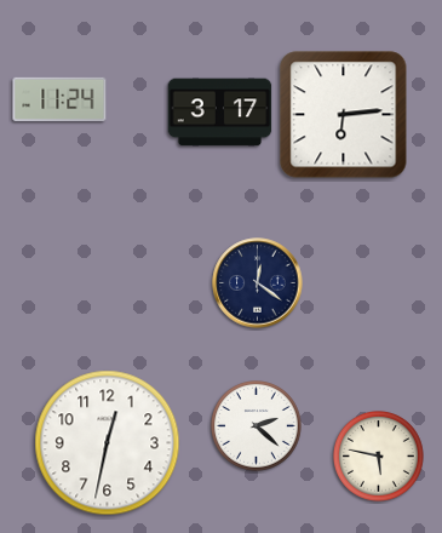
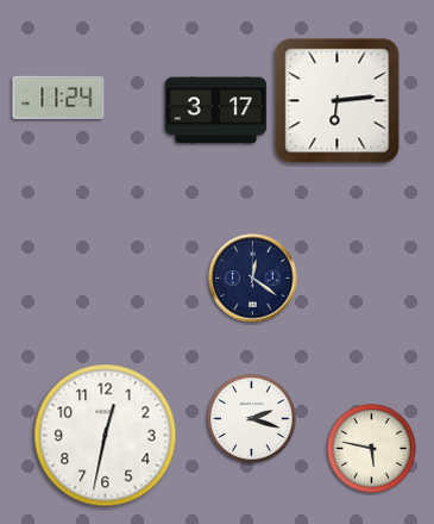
clock at (344, 115) position: (344, 115) -> (338, 101)
clock at (257, 426): 2:22 -> 2:18
